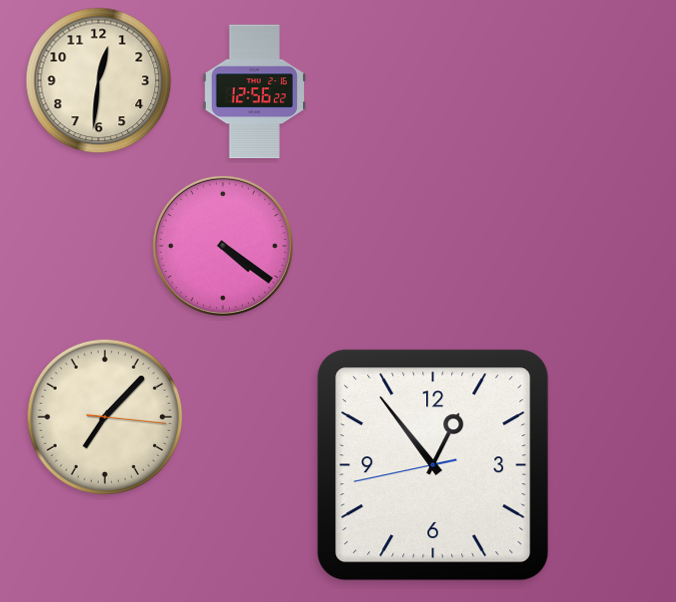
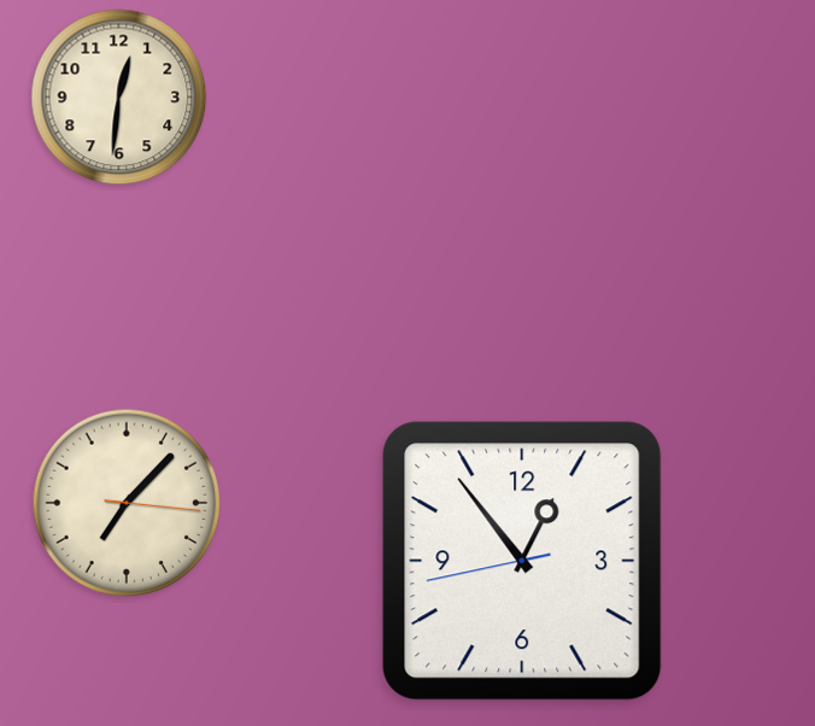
clock at (255, 92): 12:56 -> none
clock at (223, 246): 4:21 -> none
